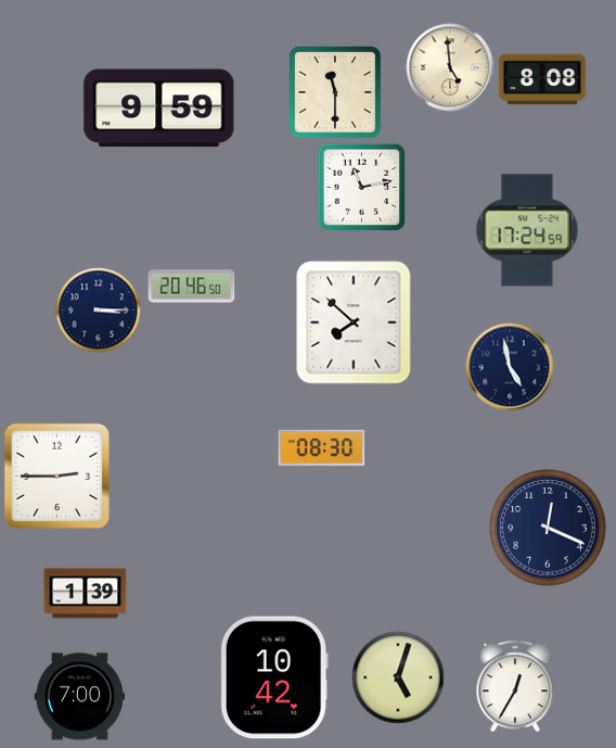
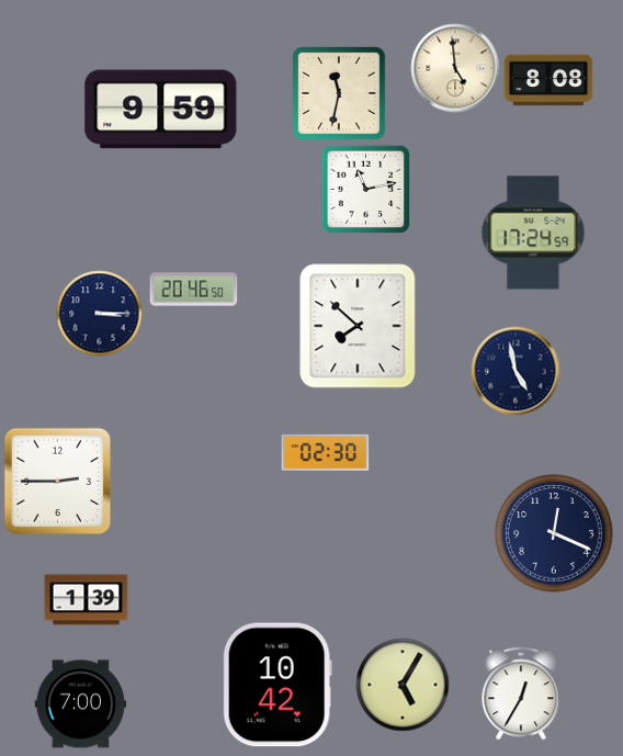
clock at (336, 93): 11:30 -> 11:32
clock at (322, 447): 08:30 -> 02:30
clock at (398, 677): 5:03 -> 5:05
